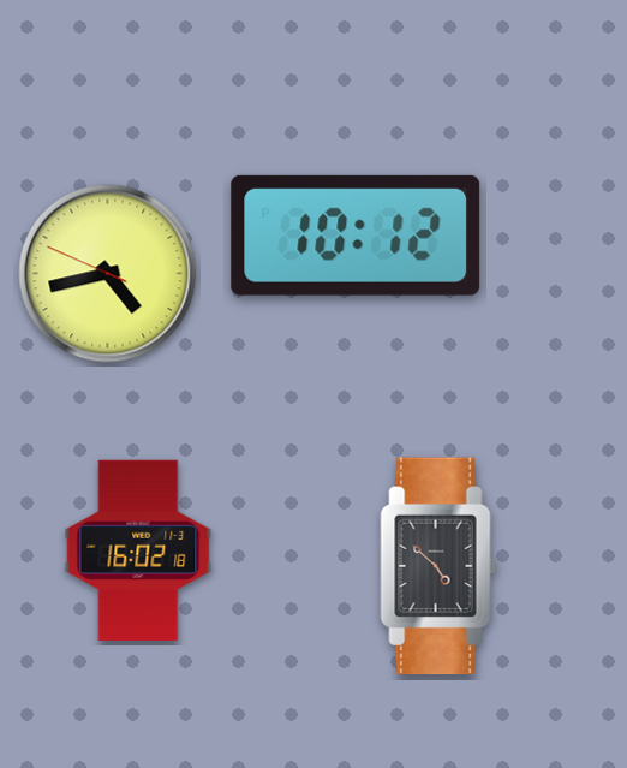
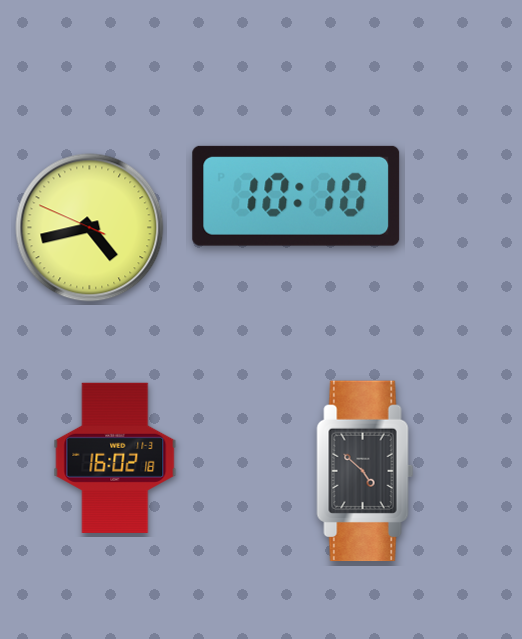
clock at (356, 236): 10:12 -> 10:10
